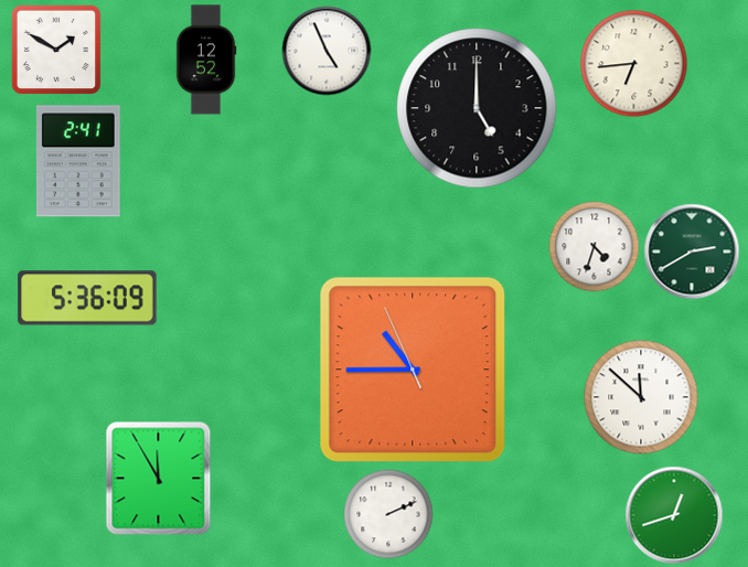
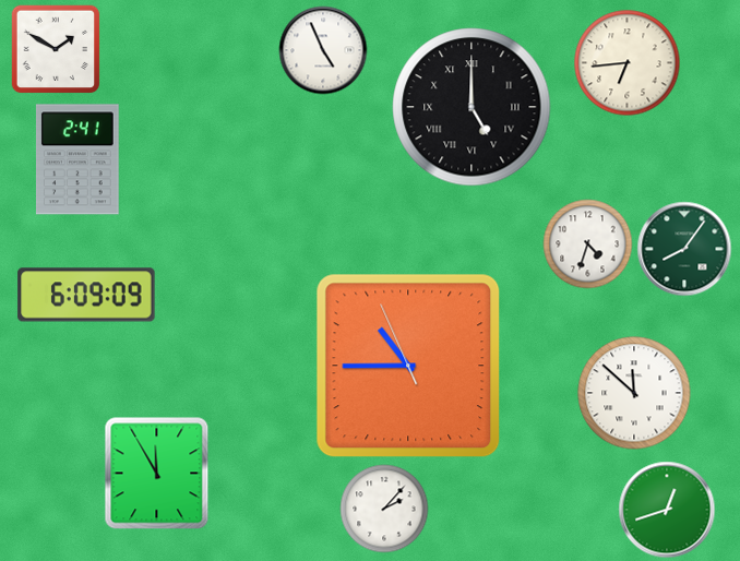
clock at (206, 60): 12:52 -> none
clock at (477, 108) numerals: Arabic -> Roman
clock at (692, 252): 2:40 -> 8:06
clock at (87, 298): 5:36 -> 6:09
clock at (388, 514): 2:11 -> 2:07
